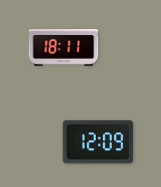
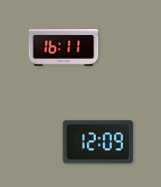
clock at (64, 48): 18:11 -> 16:11
